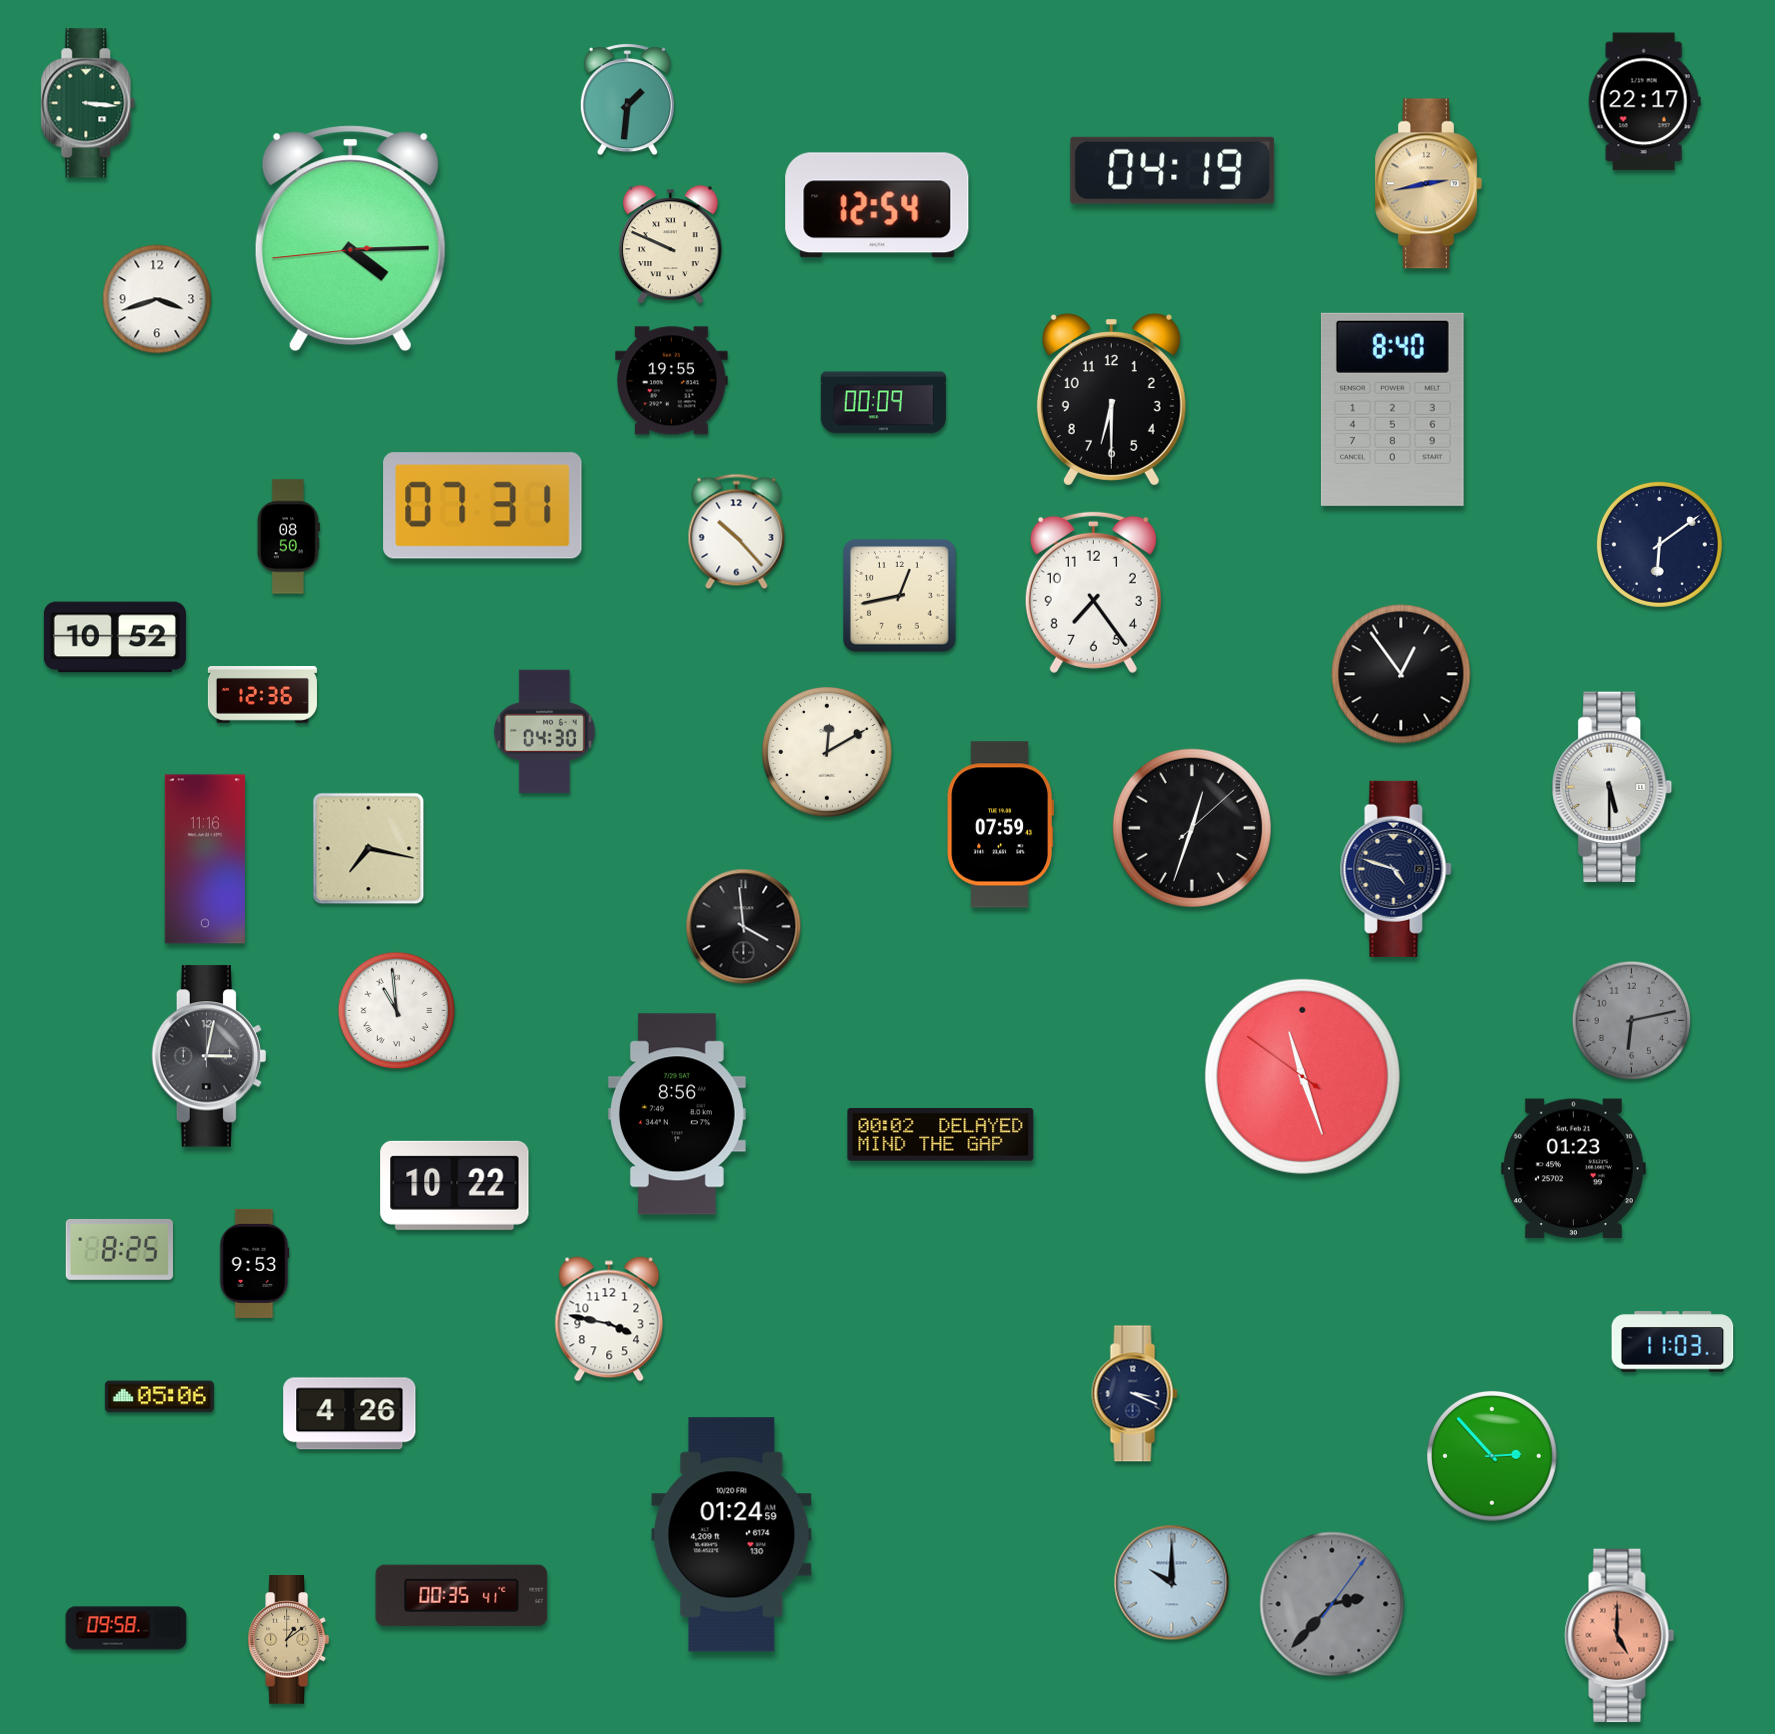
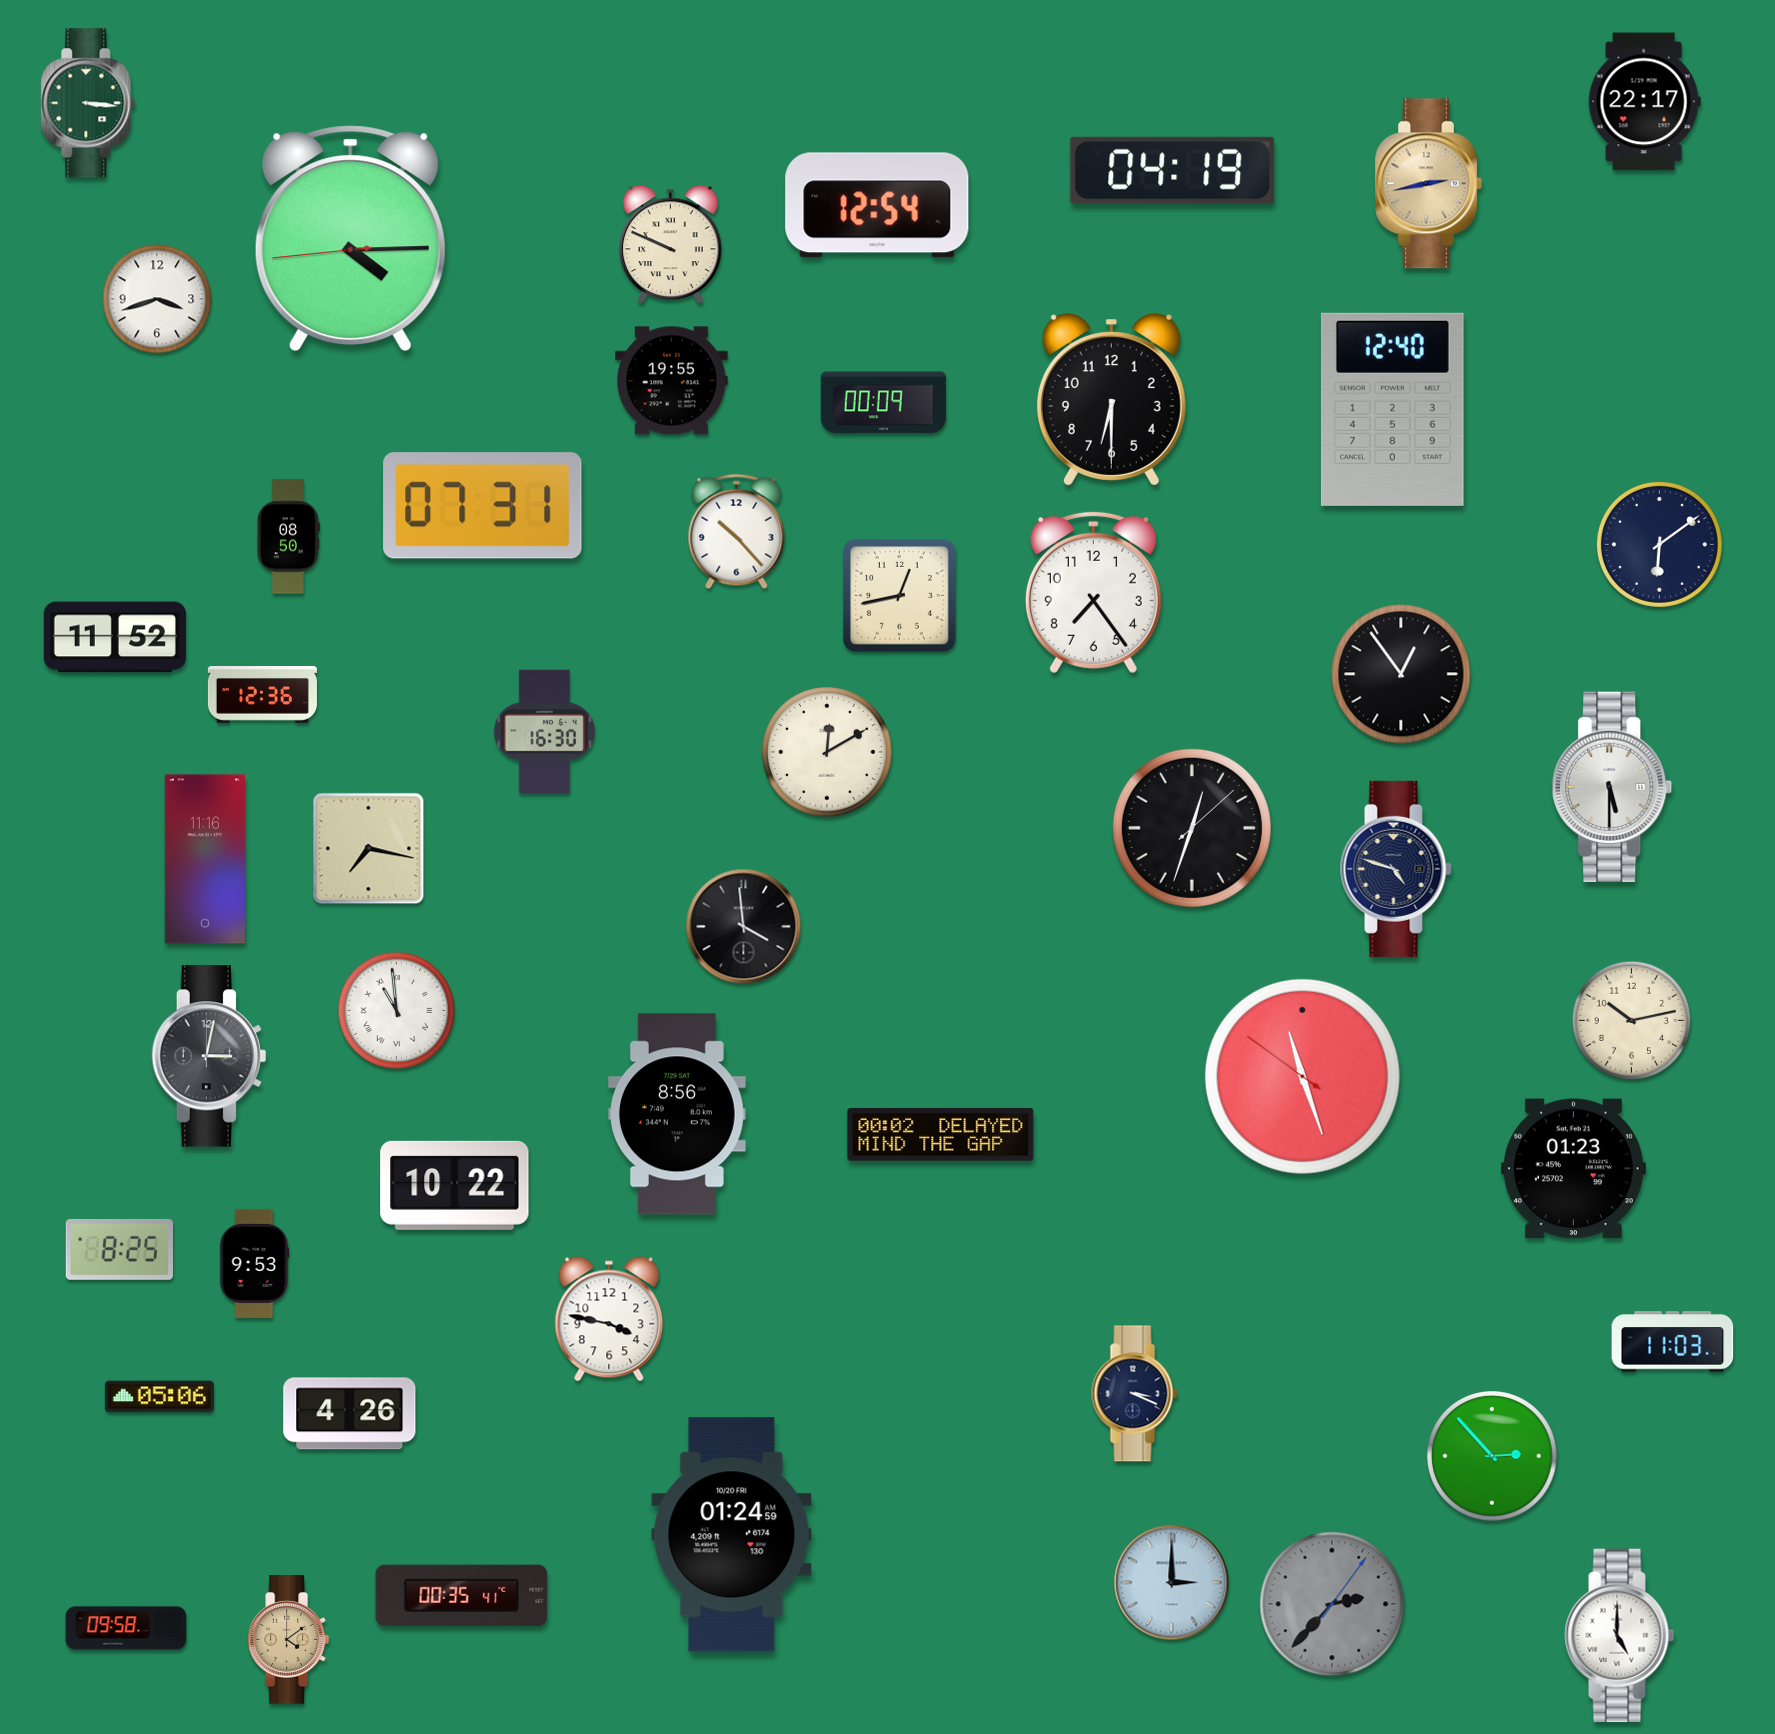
clock at (627, 100): 1:31 -> none
clock at (1392, 409): 8:40 -> 12:40
clock at (115, 637): 10:52 -> 11:52
clock at (544, 732): 04:30 -> 16:30
clock at (1000, 825): 07:59 -> none
clock at (1632, 1021): 6:13 -> 10:13
clock at (1632, 1021) dial: grey -> cream
clock at (1172, 1583): 10:00 -> 3:00
clock at (1620, 1636) dial: salmon -> white
clock at (289, 1640): 1:09 -> 4:09
